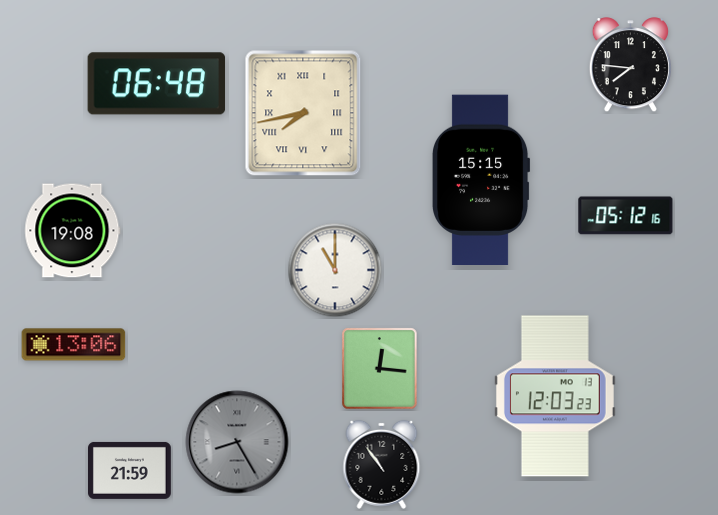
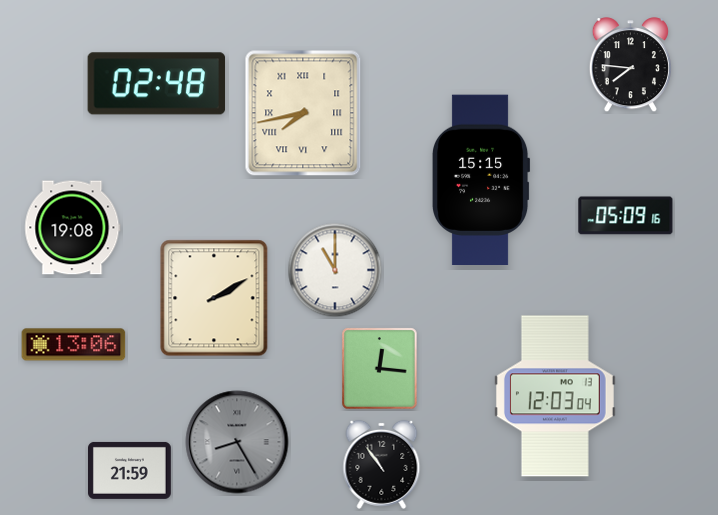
clock at (157, 84): 06:48 -> 02:48
clock at (626, 216): 05:12 -> 05:09
clock at (73, 231) position: (73, 231) -> (73, 228)
clock at (214, 298): none -> 2:10
clock at (555, 396): 12:03:23 -> 12:03:04
